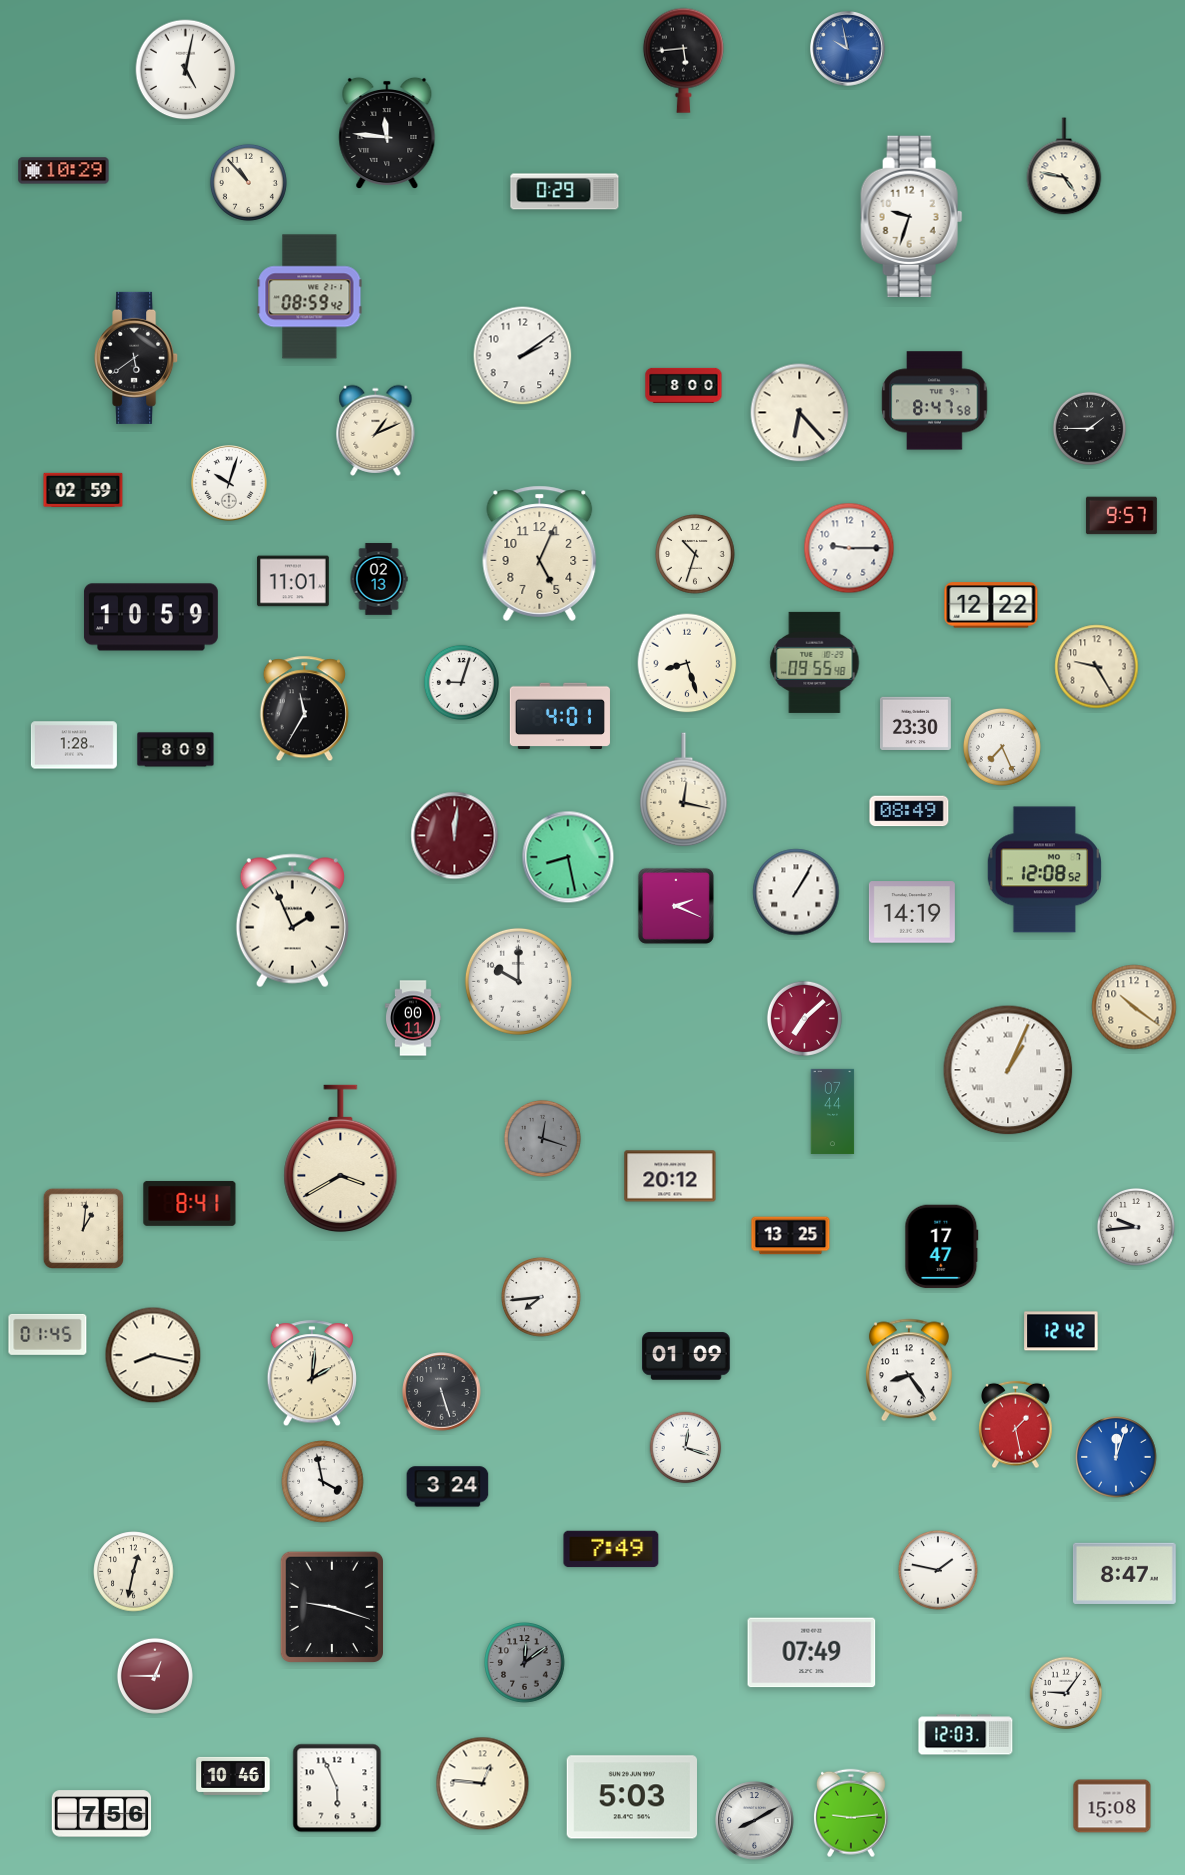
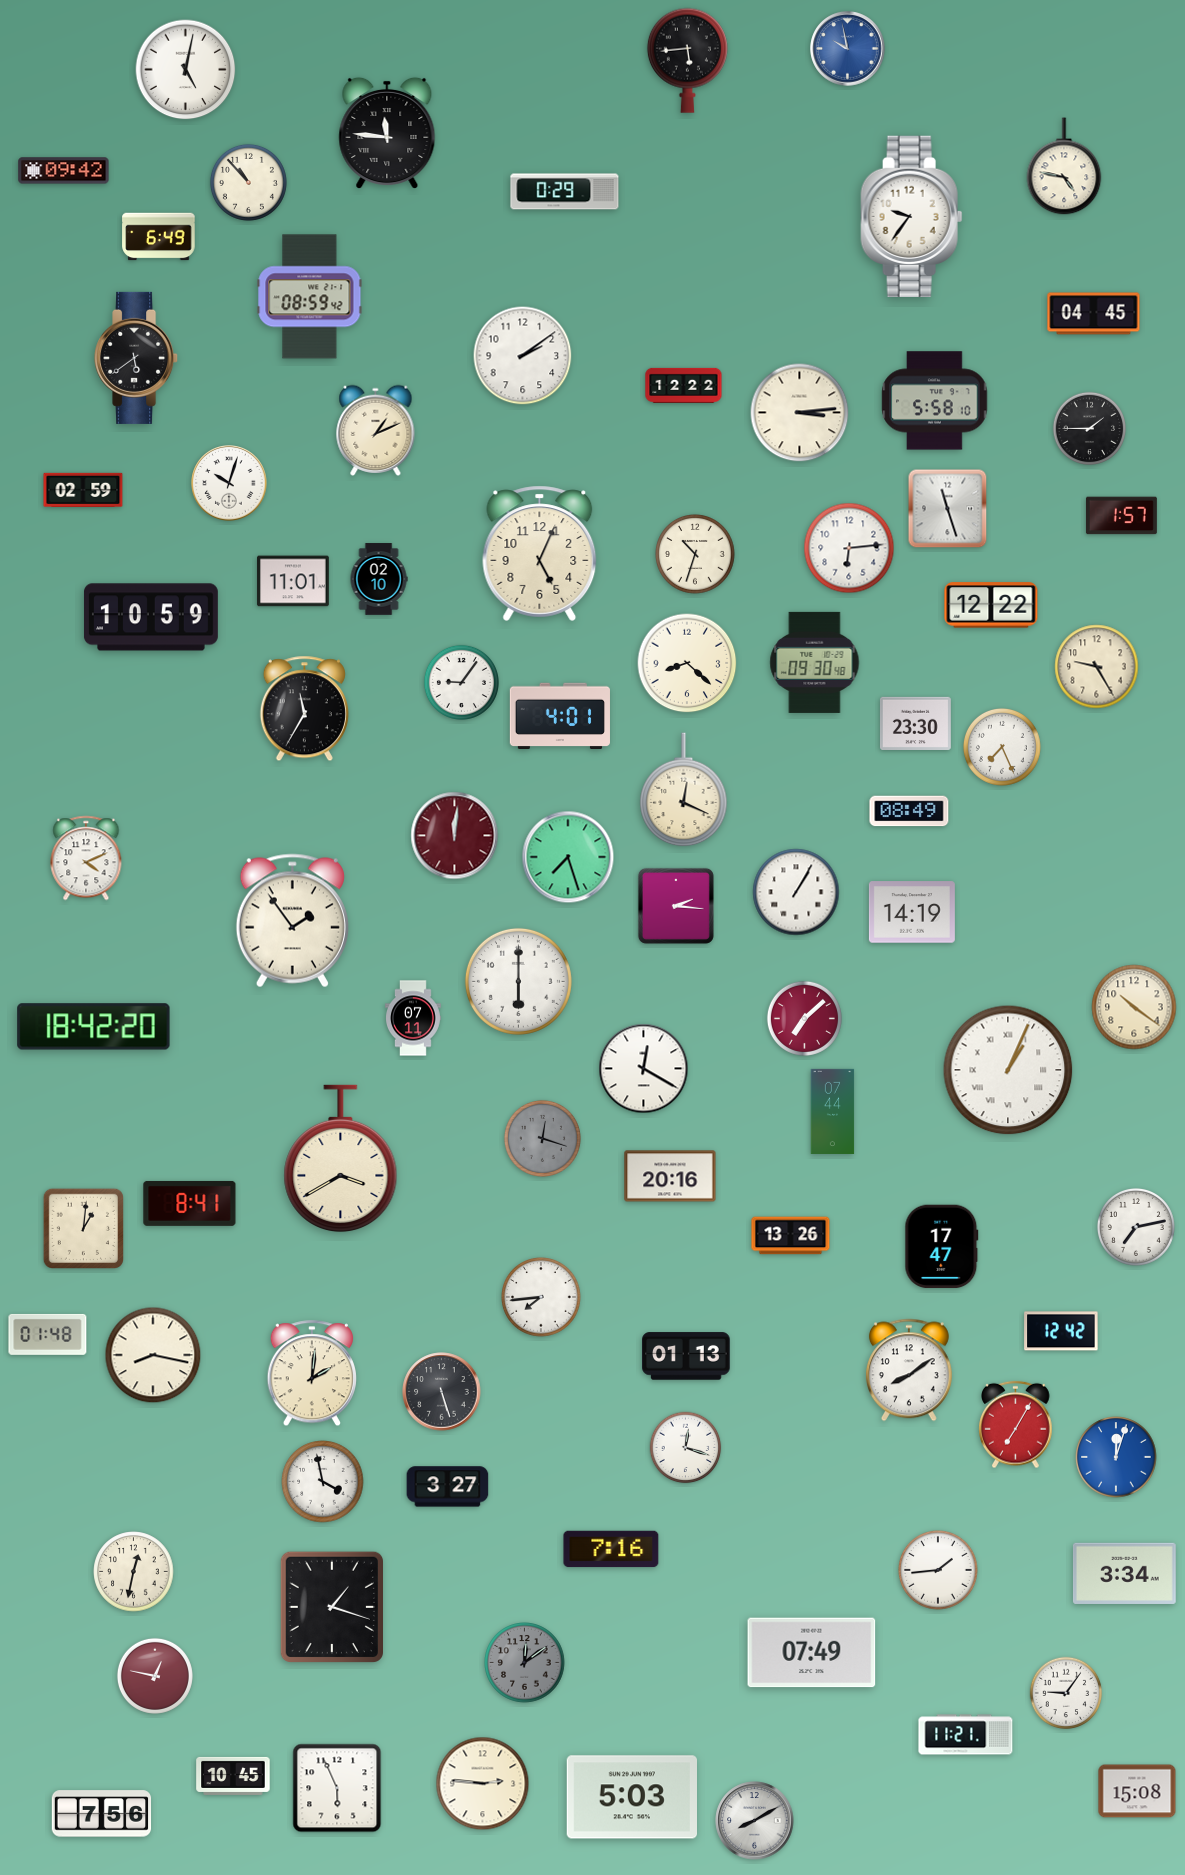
clock at (683, 60) position: (683, 60) -> (687, 60)
clock at (64, 171): 10:29 -> 09:42
clock at (912, 216): 9:33 -> 9:36
clock at (159, 237): none -> 6:49
clock at (1094, 314): none -> 04:45
clock at (684, 385): 8:00 -> 12:22
clock at (935, 401): 8:47 -> 5:58
clock at (800, 413): 6:23 -> 3:14
clock at (948, 509): none -> 11:27
clock at (1121, 516): 9:57 -> 1:57
clock at (849, 548): 9:15 -> 6:14
clock at (379, 579): 02:13 -> 02:10
clock at (815, 662): 09:55 -> 09:30
clock at (687, 663): 8:27 -> 8:22
clock at (461, 682): 9:03 -> 9:06
clock at (74, 745): 1:28 -> none
clock at (176, 750): 8:09 -> none
clock at (684, 790): 12:17 -> 12:19
clock at (568, 857): 8:28 -> 7:27
clock at (86, 858): none -> 4:11
clock at (1044, 870): 12:08 -> none
clock at (676, 906): 2:19 -> 2:16
clock at (292, 921): 1:56 -> 1:54
clock at (518, 981): 10:00 -> 6:00
clock at (414, 1018): 00:11 -> 07:11
clock at (94, 1027): none -> 18:42
clock at (644, 1069): none -> 12:20
clock at (670, 1176): 20:12 -> 20:16
clock at (1136, 1227): 9:44 -> 7:13
clock at (791, 1236): 13:25 -> 13:26
clock at (48, 1334): 01:45 -> 01:48
clock at (686, 1356): 01:09 -> 01:13
clock at (909, 1370): 8:24 -> 8:09
clock at (1016, 1425): 1:28 -> 7:05
clock at (448, 1487): 3:24 -> 3:27
clock at (611, 1549): 7:49 -> 7:16
clock at (938, 1570): 1:47 -> 1:44
clock at (1124, 1573): 8:47 -> 3:34
clock at (331, 1606): 9:18 -> 1:18
clock at (155, 1676): 12:45 -> 12:47
clock at (966, 1735): 12:03 -> 11:21
clock at (233, 1776): 10:46 -> 10:45
clock at (483, 1784): 12:46 -> 2:46
clock at (1112, 1806) position: (1112, 1806) -> (1137, 1791)
clock at (851, 1813): 9:14 -> none
